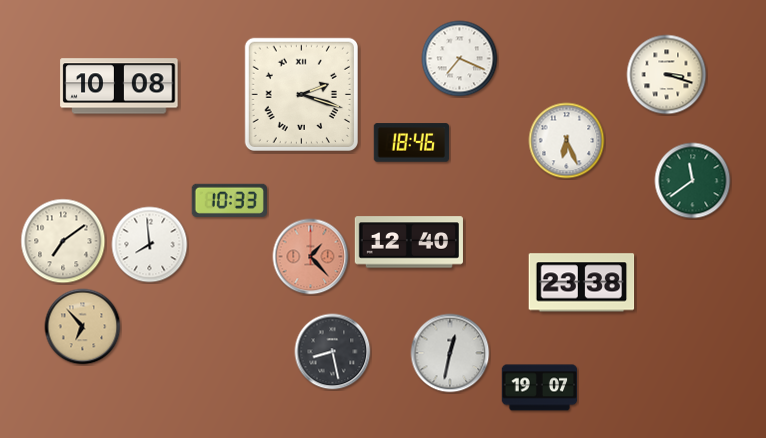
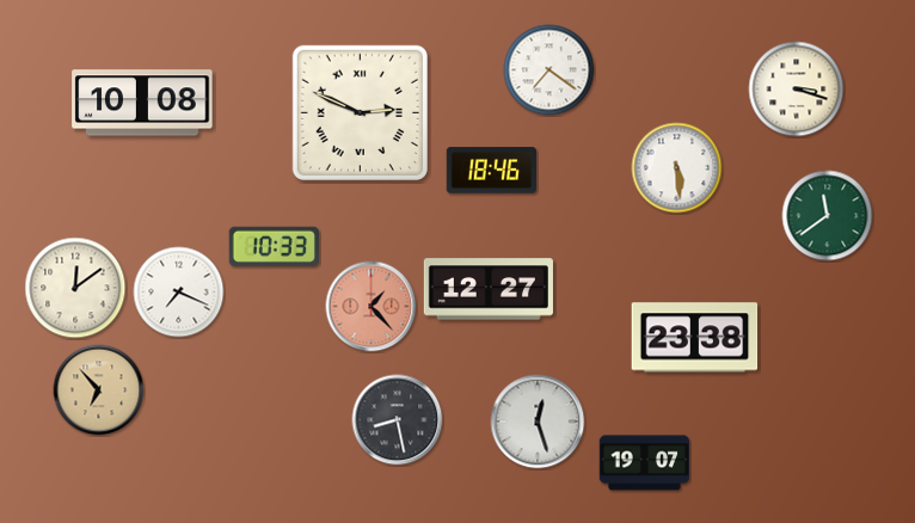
clock at (460, 59): 7:19 -> 7:21
clock at (301, 94): 2:18 -> 2:49
clock at (567, 141): 6:26 -> 5:29
clock at (229, 200) position: (229, 200) -> (274, 246)
clock at (63, 241): 7:09 -> 12:09
clock at (409, 242): 12:40 -> 12:27
clock at (150, 245): 7:59 -> 7:19
clock at (450, 353): 12:32 -> 12:27
